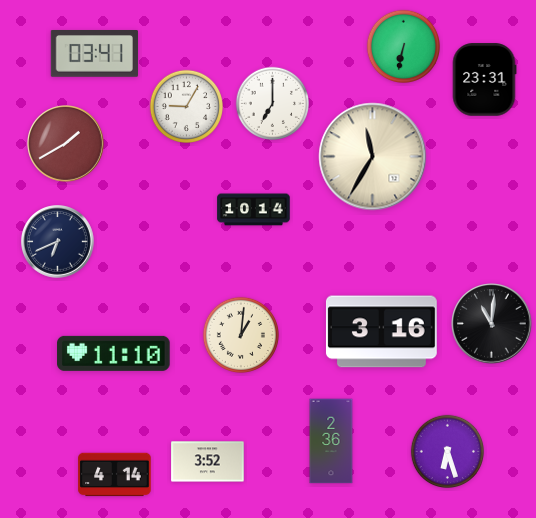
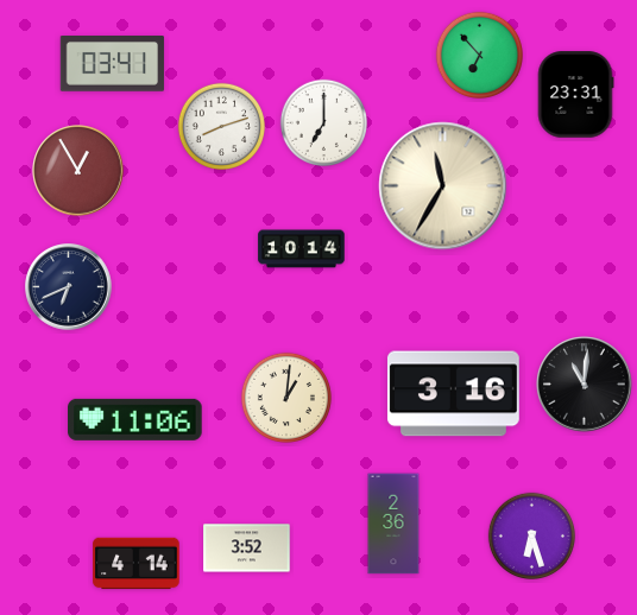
clock at (404, 47): 6:32 -> 6:53
clock at (187, 107): 9:05 -> 8:12
clock at (66, 144): 1:40 -> 12:55
clock at (114, 353): 11:10 -> 11:06
